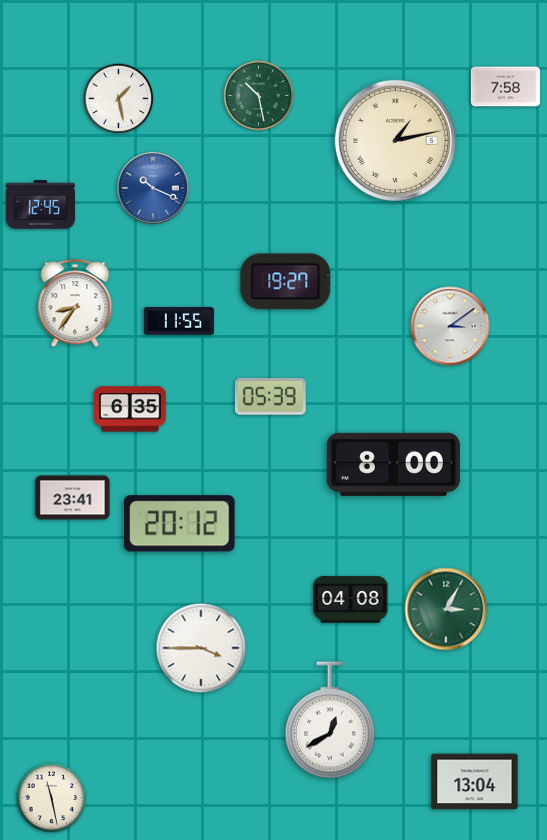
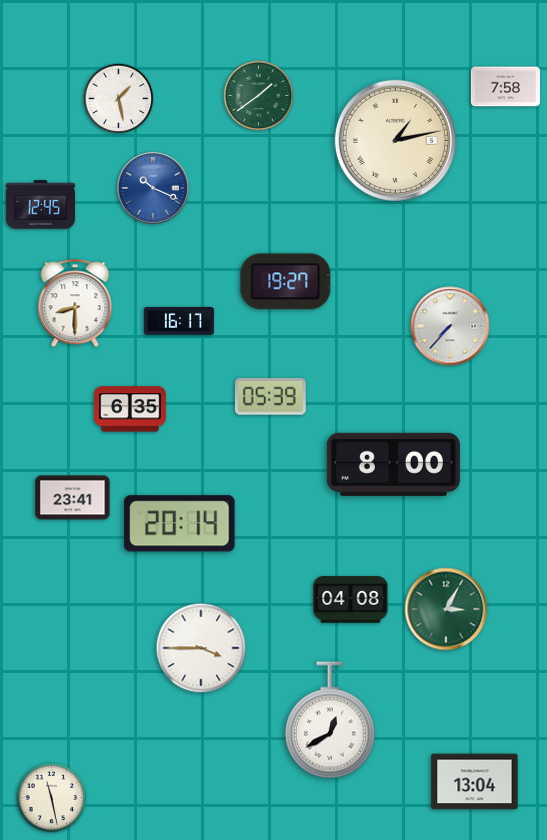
clock at (259, 96): 10:28 -> 1:39
clock at (75, 304): 8:36 -> 8:30
clock at (179, 321): 11:55 -> 16:17
clock at (450, 326): 3:09 -> 7:37
clock at (180, 524): 20:12 -> 20:14
